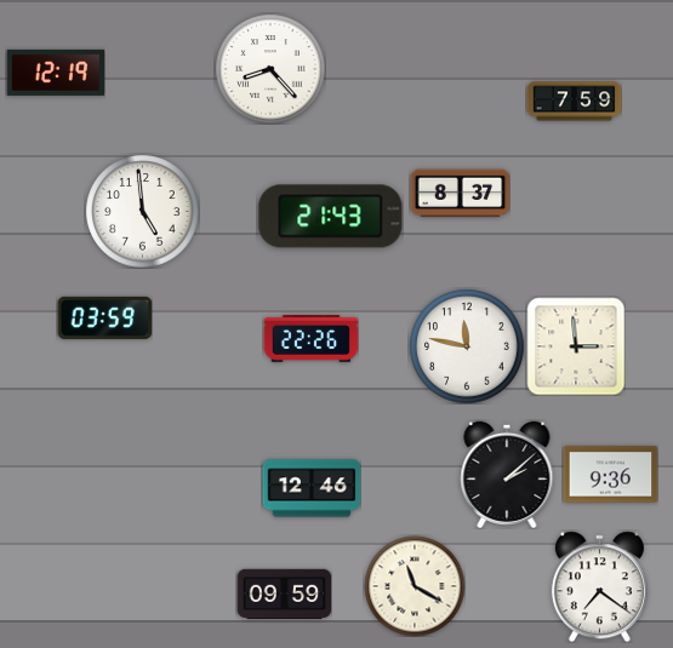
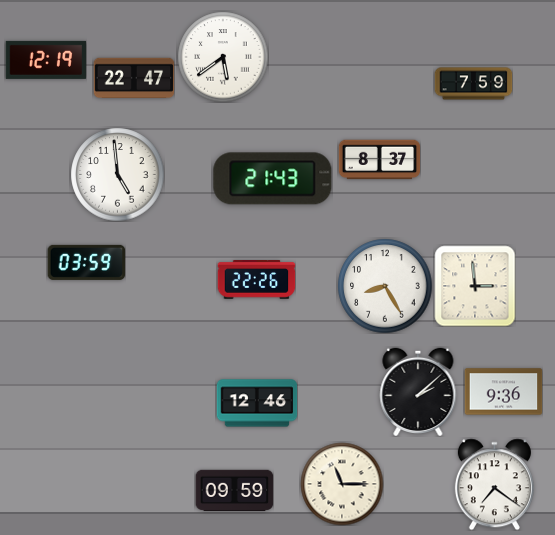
clock at (270, 69): 8:23 -> 5:39
clock at (134, 78): none -> 22:47
clock at (467, 346): 11:47 -> 8:25
clock at (415, 586): 11:20 -> 11:15
